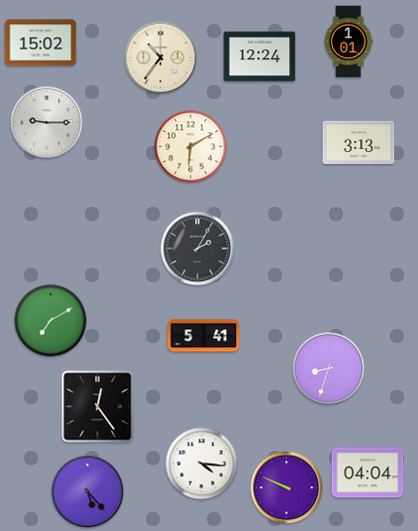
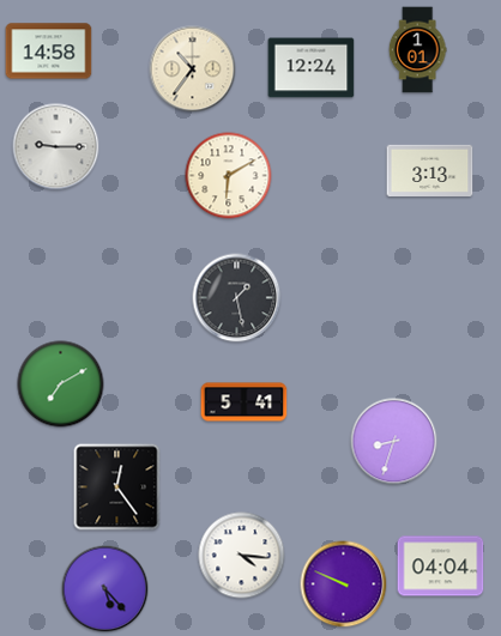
clock at (41, 43): 15:02 -> 14:58
clock at (198, 249): 2:05 -> 1:28
